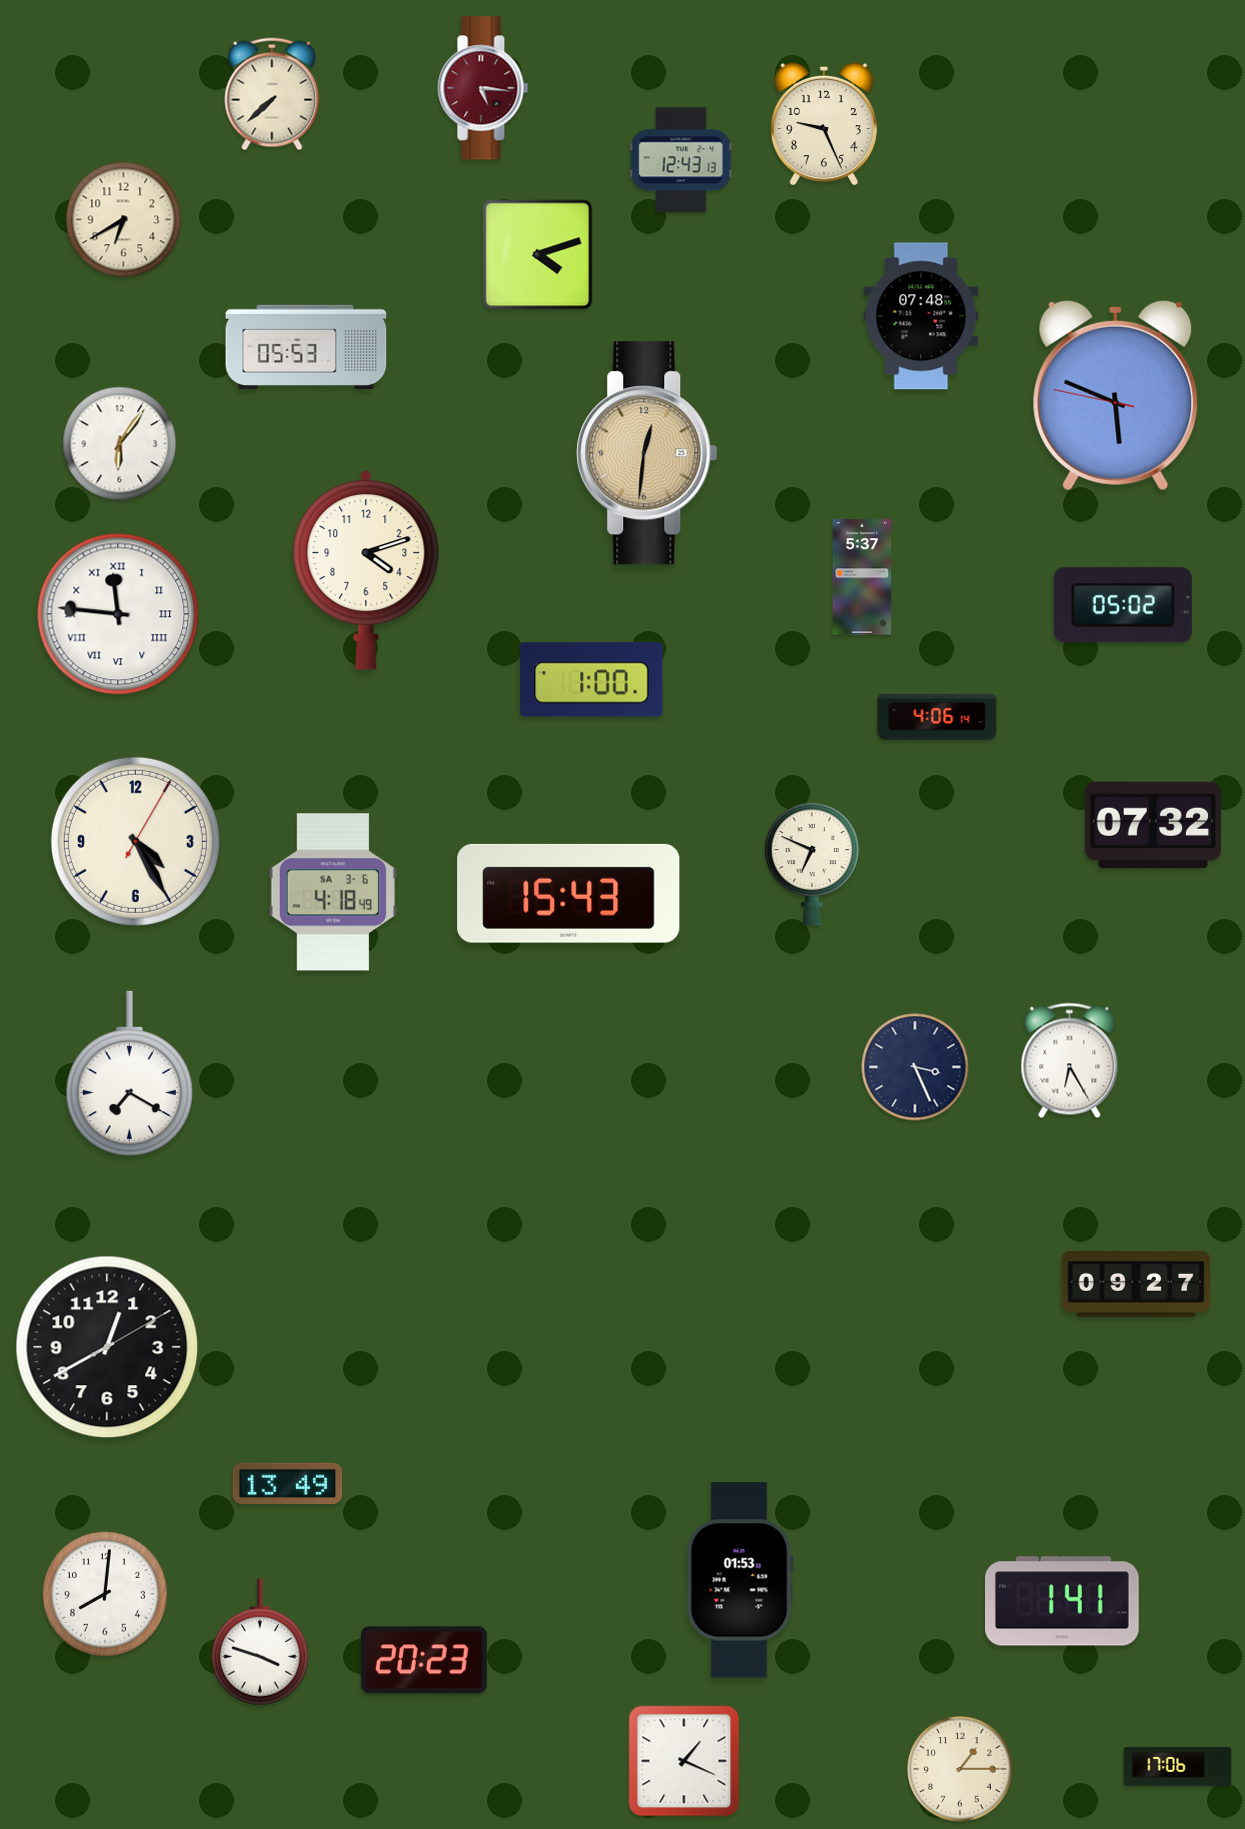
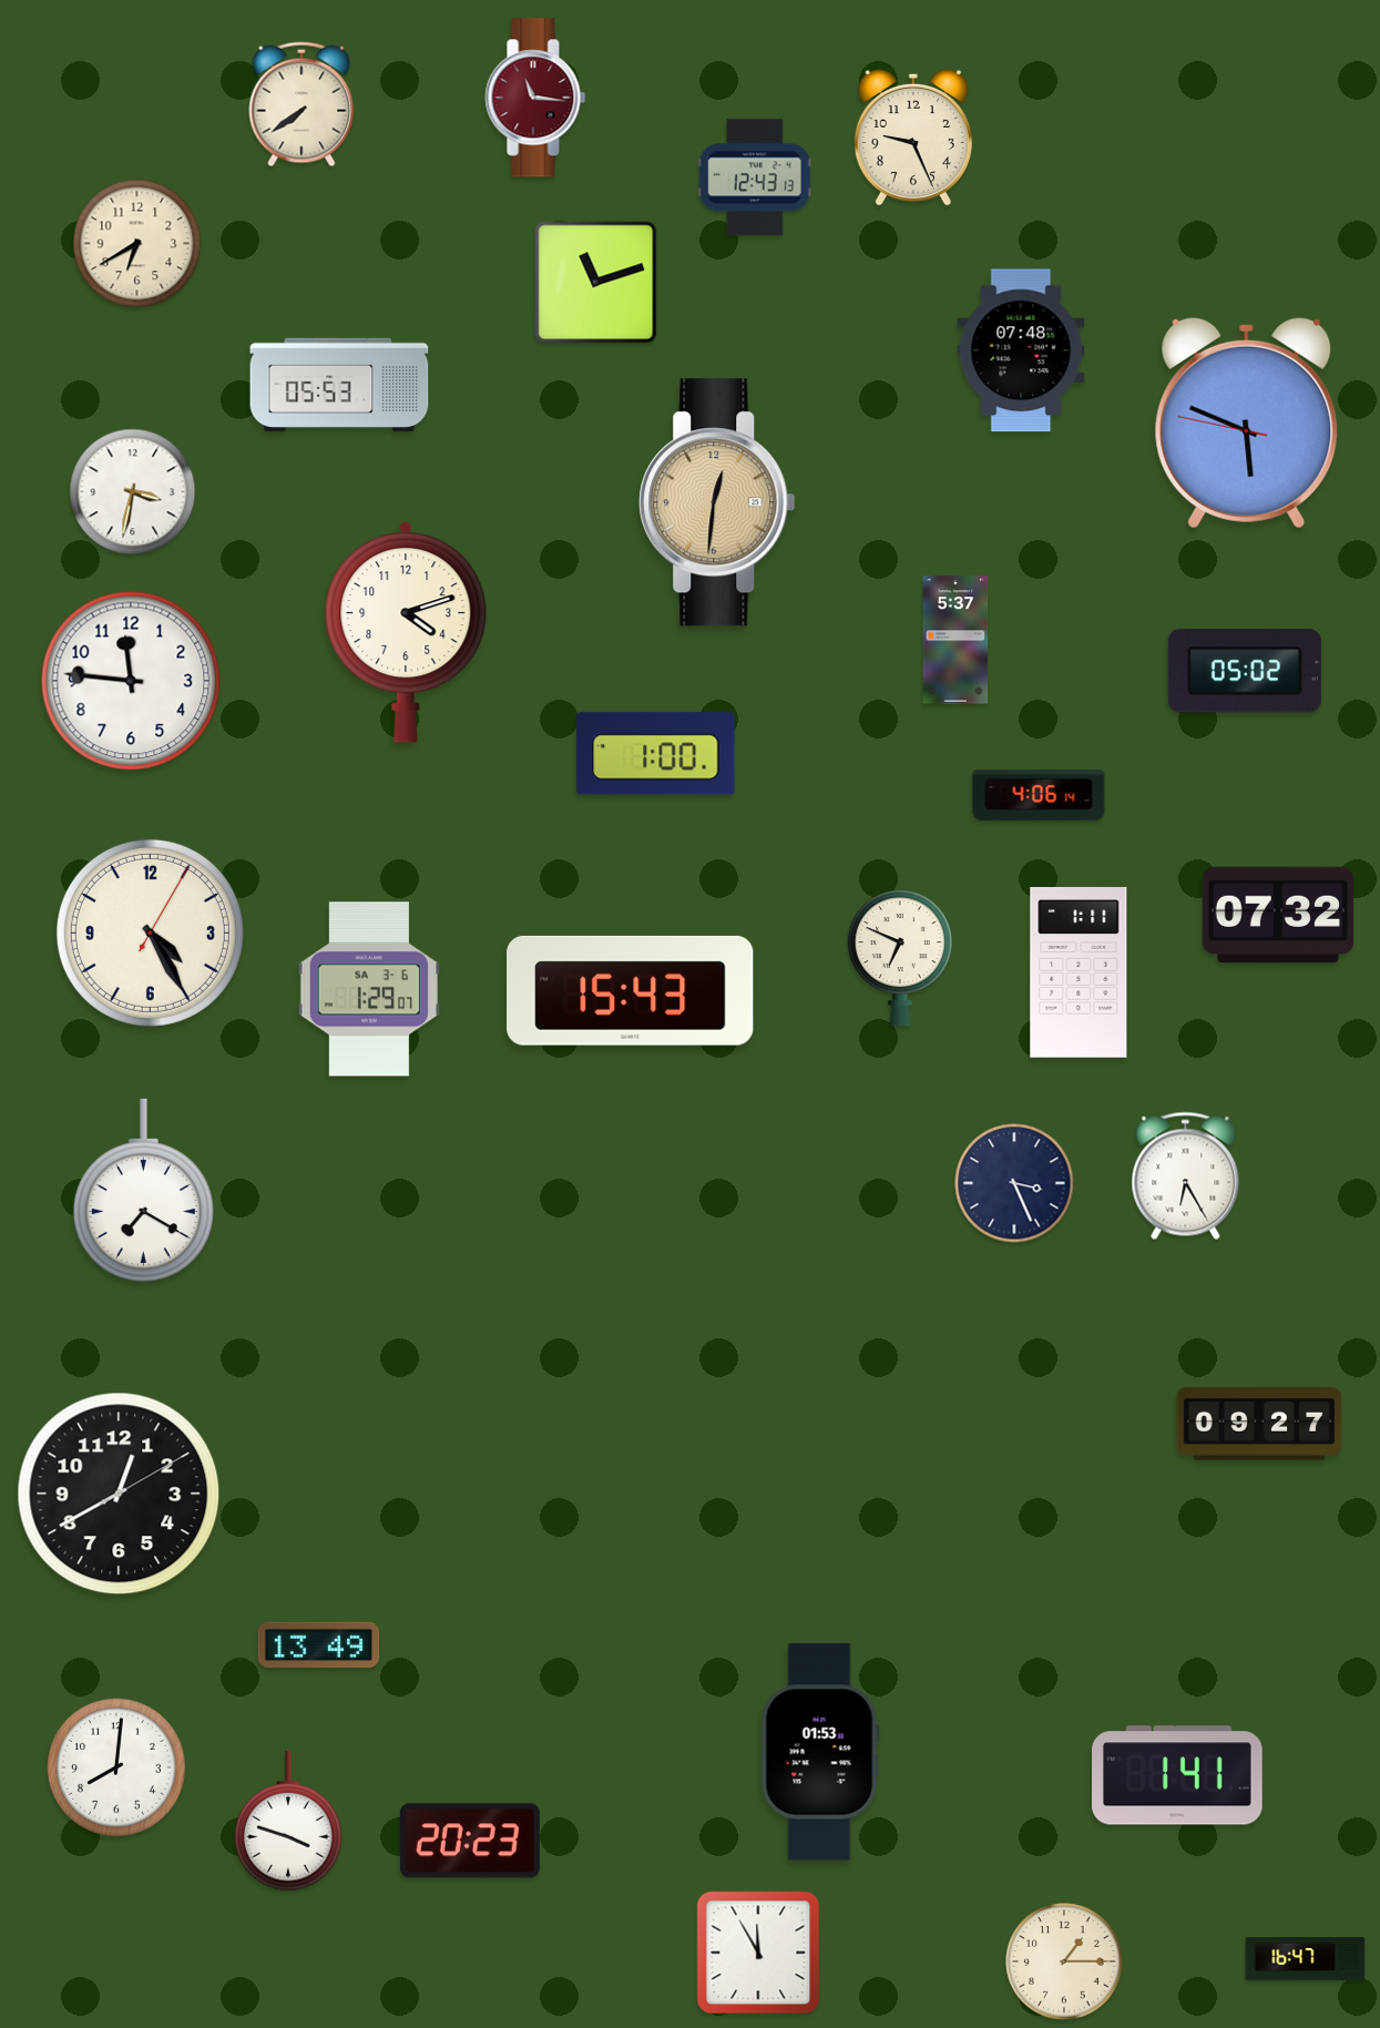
clock at (483, 88): 5:16 -> 11:16
clock at (272, 94): 7:38 -> 7:39
clock at (538, 255): 4:12 -> 11:12
clock at (1116, 395) position: (1116, 395) -> (1247, 422)
clock at (120, 444): 6:06 -> 3:32
clock at (118, 614) numerals: Roman -> Arabic
clock at (1079, 972): none -> 1:11
clock at (332, 892): 4:18 -> 1:29
clock at (684, 1761): 1:19 -> 11:55
clock at (1178, 1767): 17:06 -> 16:47
